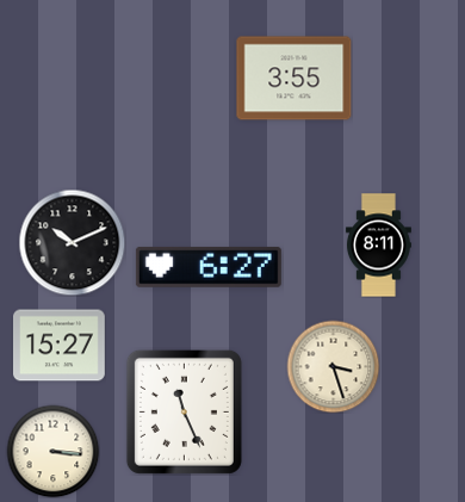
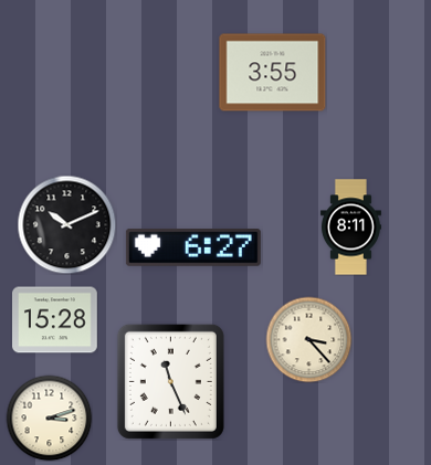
clock at (60, 346): 15:27 -> 15:28
clock at (333, 366): 3:27 -> 3:23
clock at (52, 451): 3:16 -> 3:12
